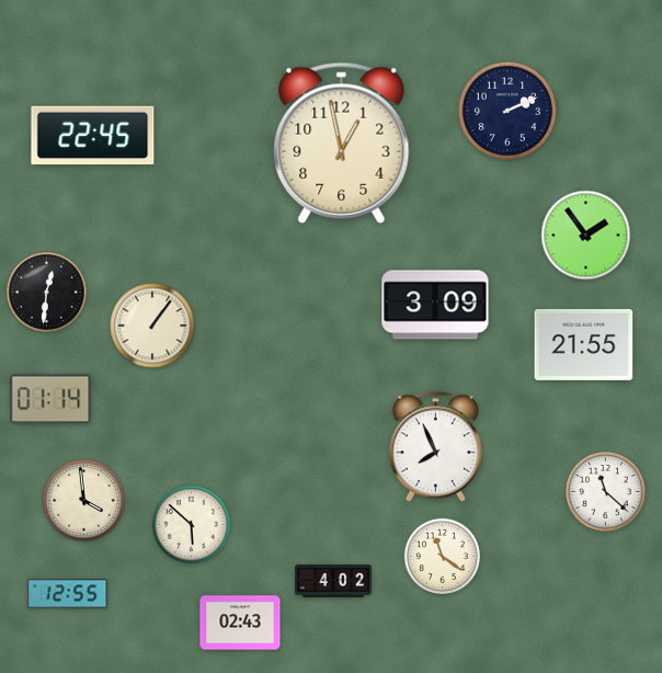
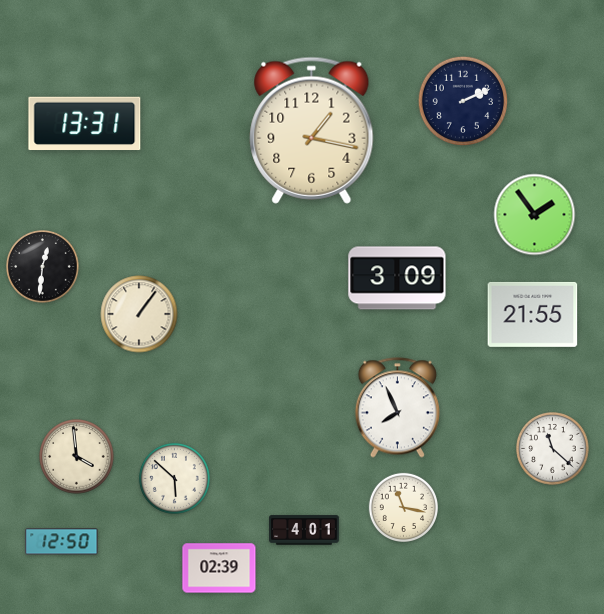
clock at (93, 136): 22:45 -> 13:31
clock at (342, 142): 12:58 -> 1:17
clock at (152, 326) position: (152, 326) -> (139, 314)
clock at (50, 399): 01:14 -> none
clock at (442, 556): 11:21 -> 11:17
clock at (333, 581): 4:02 -> 4:01
clock at (68, 594): 12:55 -> 12:50
clock at (240, 623): 02:43 -> 02:39
